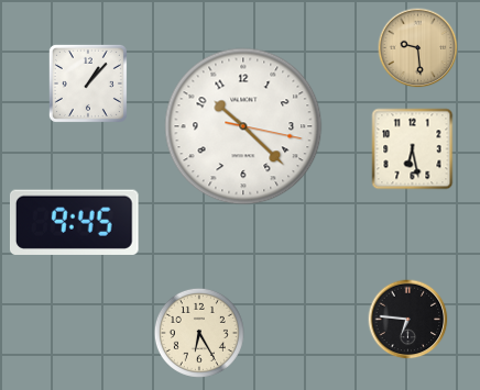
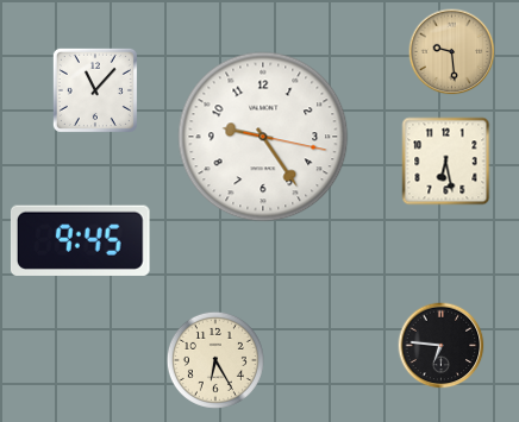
clock at (88, 83): 1:07 -> 11:07
clock at (243, 126): 10:22 -> 9:24
